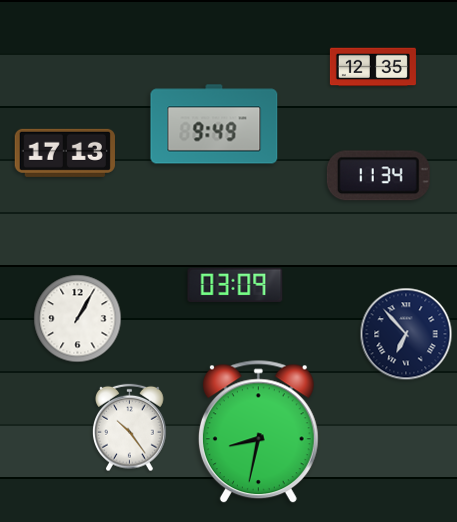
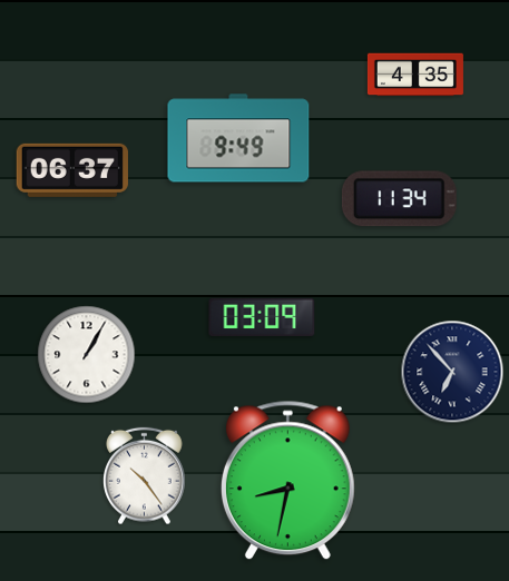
clock at (373, 67): 12:35 -> 4:35
clock at (65, 153): 17:13 -> 06:37
clock at (378, 176) position: (378, 176) -> (399, 199)
